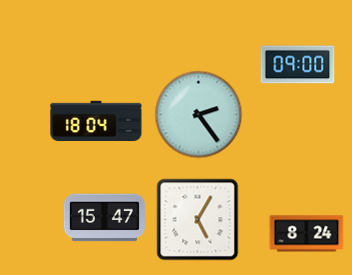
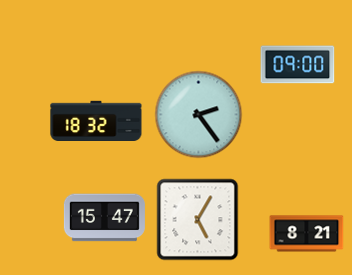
clock at (96, 120): 18:04 -> 18:32
clock at (307, 234): 8:24 -> 8:21
